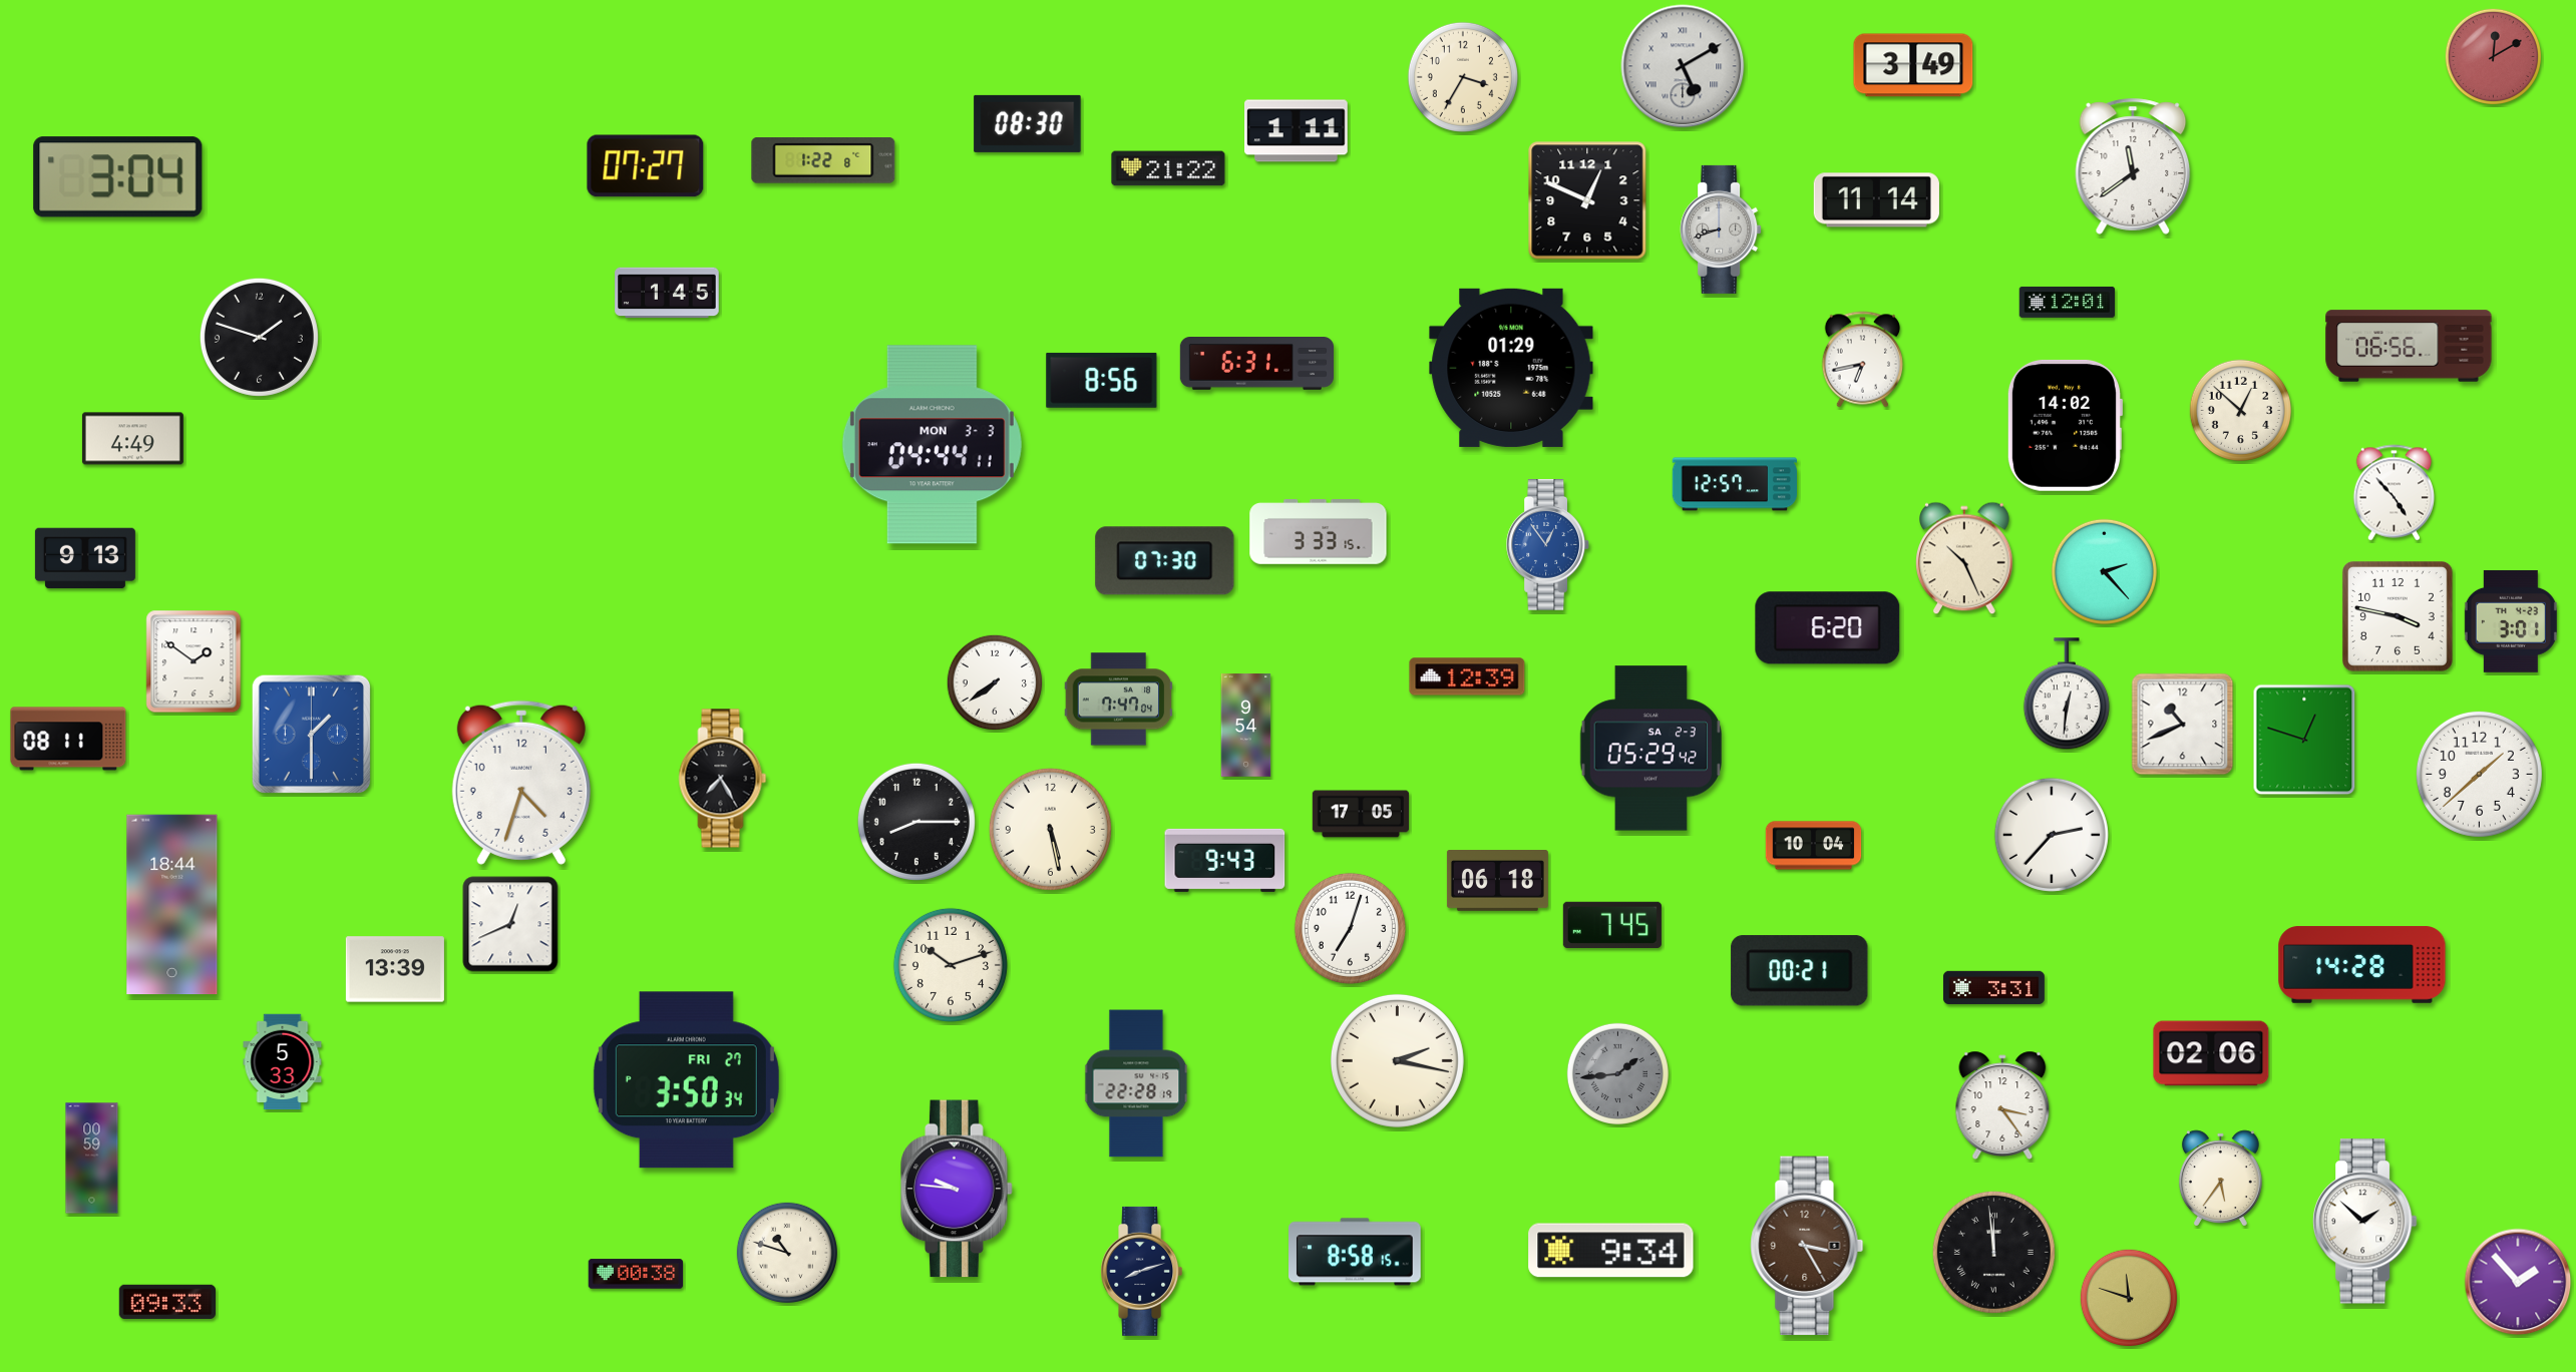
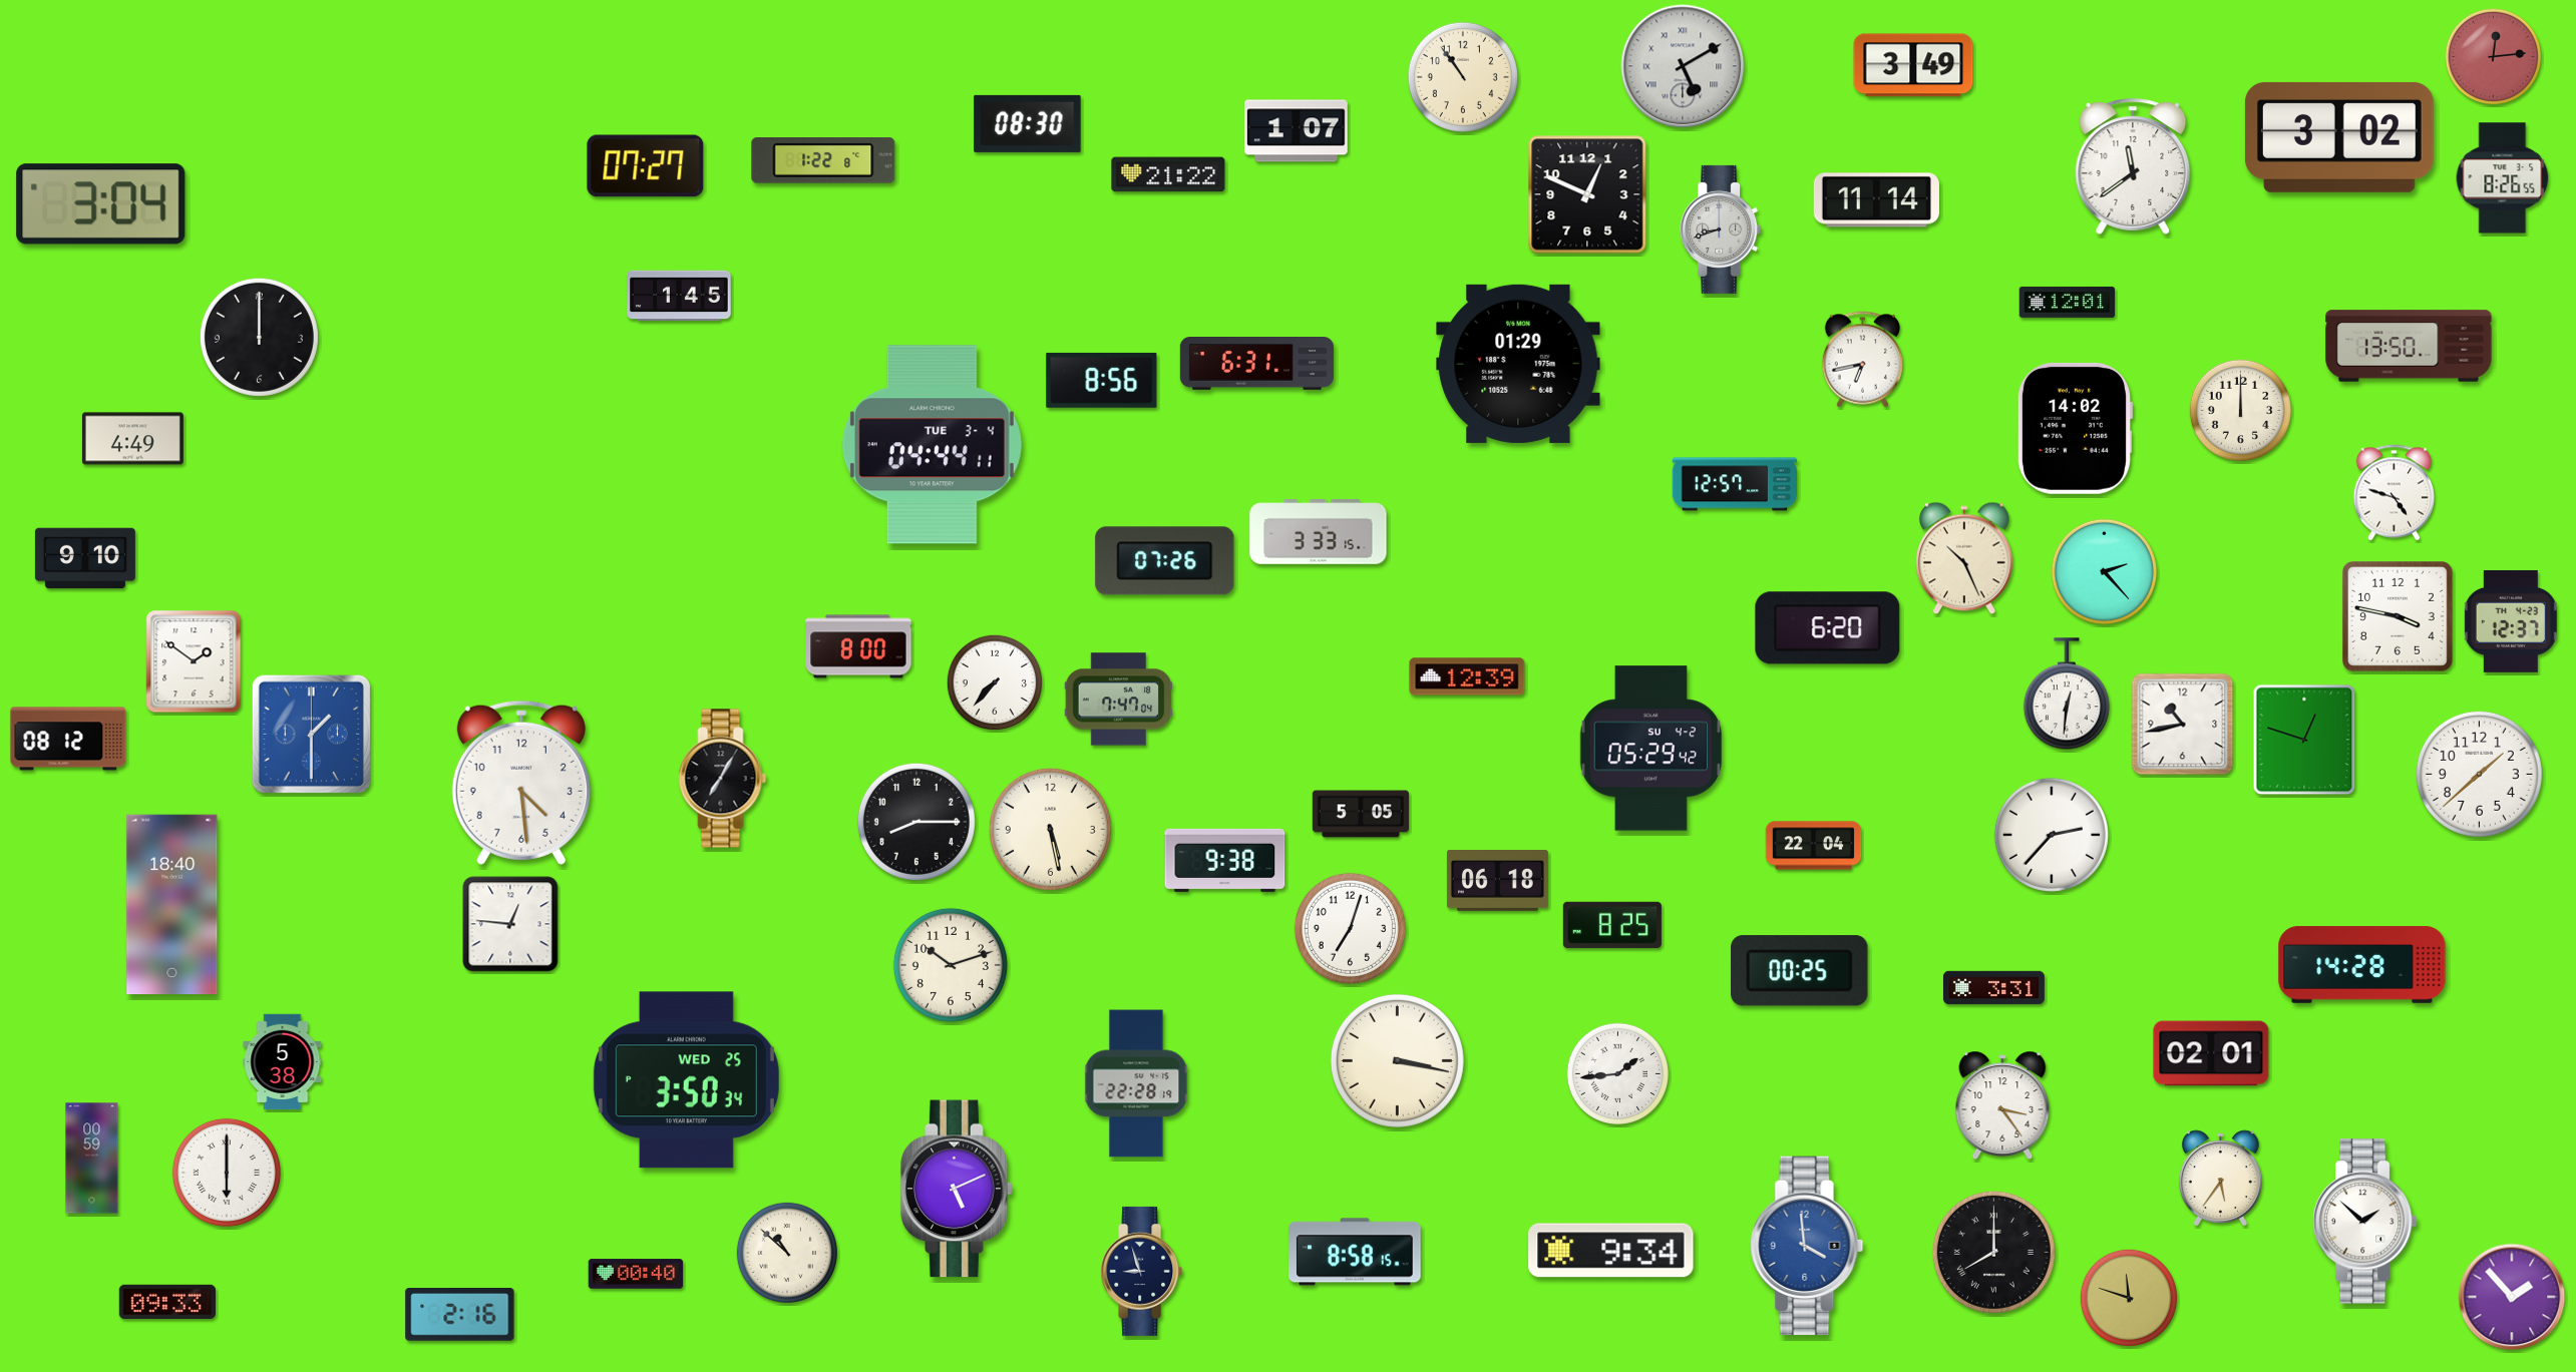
clock at (2493, 56): 12:10 -> 12:14
clock at (1463, 77): 3:35 -> 10:54
clock at (1297, 131): 1:11 -> 1:07
clock at (2339, 137): none -> 3:02
clock at (1168, 168) position: (1168, 168) -> (1168, 174)
clock at (118, 177) position: (118, 177) -> (101, 204)
clock at (2503, 178): none -> 8:26
clock at (1587, 200) position: (1587, 200) -> (1587, 194)
clock at (667, 293) position: (667, 293) -> (679, 296)
clock at (259, 337): 1:48 -> 12:00
clock at (2409, 346): 06:56 -> 13:50
clock at (1511, 368) position: (1511, 368) -> (1518, 364)
clock at (2240, 410): 12:52 -> 12:00
clock at (2065, 425) position: (2065, 425) -> (2075, 428)
clock at (932, 445) date: MON 3-3 -> TUE 3-4
clock at (2394, 493): 4:53 -> 4:48
clock at (1547, 545): 12:54 -> none
clock at (85, 558): 9:13 -> 9:10
clock at (1165, 561): 07:30 -> 07:26
clock at (2511, 621): 3:01 -> 12:37
clock at (858, 646): none -> 8:00
clock at (994, 681): 7:39 -> 7:37
clock at (2183, 725): 10:41 -> 10:43
clock at (1246, 726): 9:54 -> none
clock at (68, 739): 08:11 -> 08:12
clock at (1650, 749) date: SA 2-3 -> SU 4-2
clock at (723, 779): 7:25 -> 7:05
clock at (521, 783): 4:33 -> 4:29
clock at (1361, 814): 17:05 -> 5:05
clock at (1814, 846): 10:04 -> 22:04
clock at (1225, 860): 9:43 -> 9:38
clock at (172, 905): 18:44 -> 18:40
clock at (510, 924): 12:41 -> 12:46
clock at (1612, 925): 7:45 -> 8:25
clock at (395, 969): 13:39 -> none
clock at (1800, 971): 00:21 -> 00:25
clock at (2211, 1053): 02:06 -> 02:01
clock at (1397, 1060): 2:17 -> 3:17
clock at (283, 1062): 5:33 -> 5:38
clock at (1617, 1073) dial: grey -> white
clock at (686, 1080) date: FRI 27 -> WED 25
clock at (227, 1173): none -> 6:00
clock at (957, 1189): 9:46 -> 5:11
clock at (1807, 1246): 3:25 -> 3:59
clock at (1807, 1246) dial: brown -> blue
clock at (1993, 1252): 11:59 -> 8:00
clock at (787, 1253): 10:48 -> 10:52
clock at (1142, 1271): 8:12 -> 8:57
clock at (636, 1274): 00:38 -> 00:40
clock at (2518, 1282) position: (2518, 1282) -> (2512, 1297)
clock at (460, 1315): none -> 2:16
